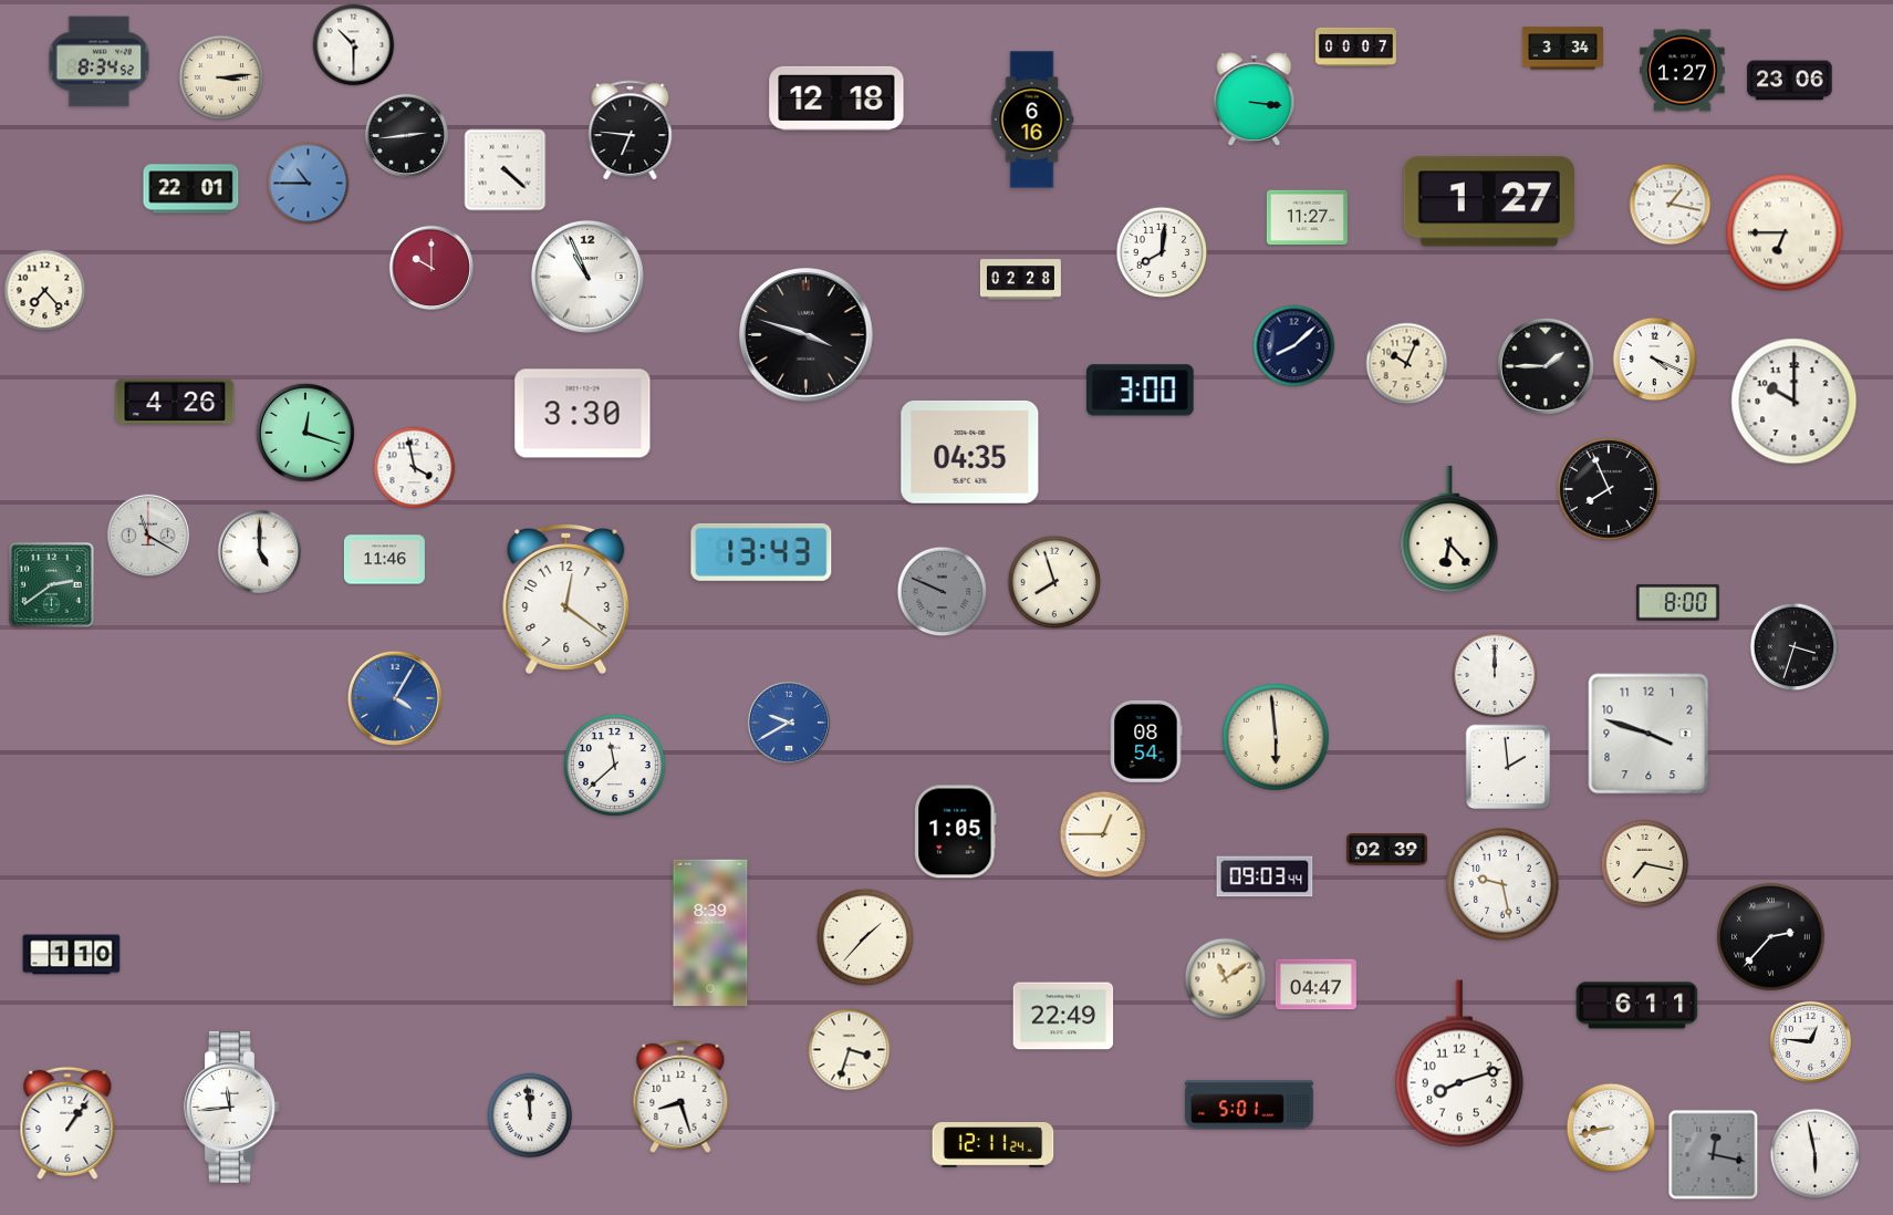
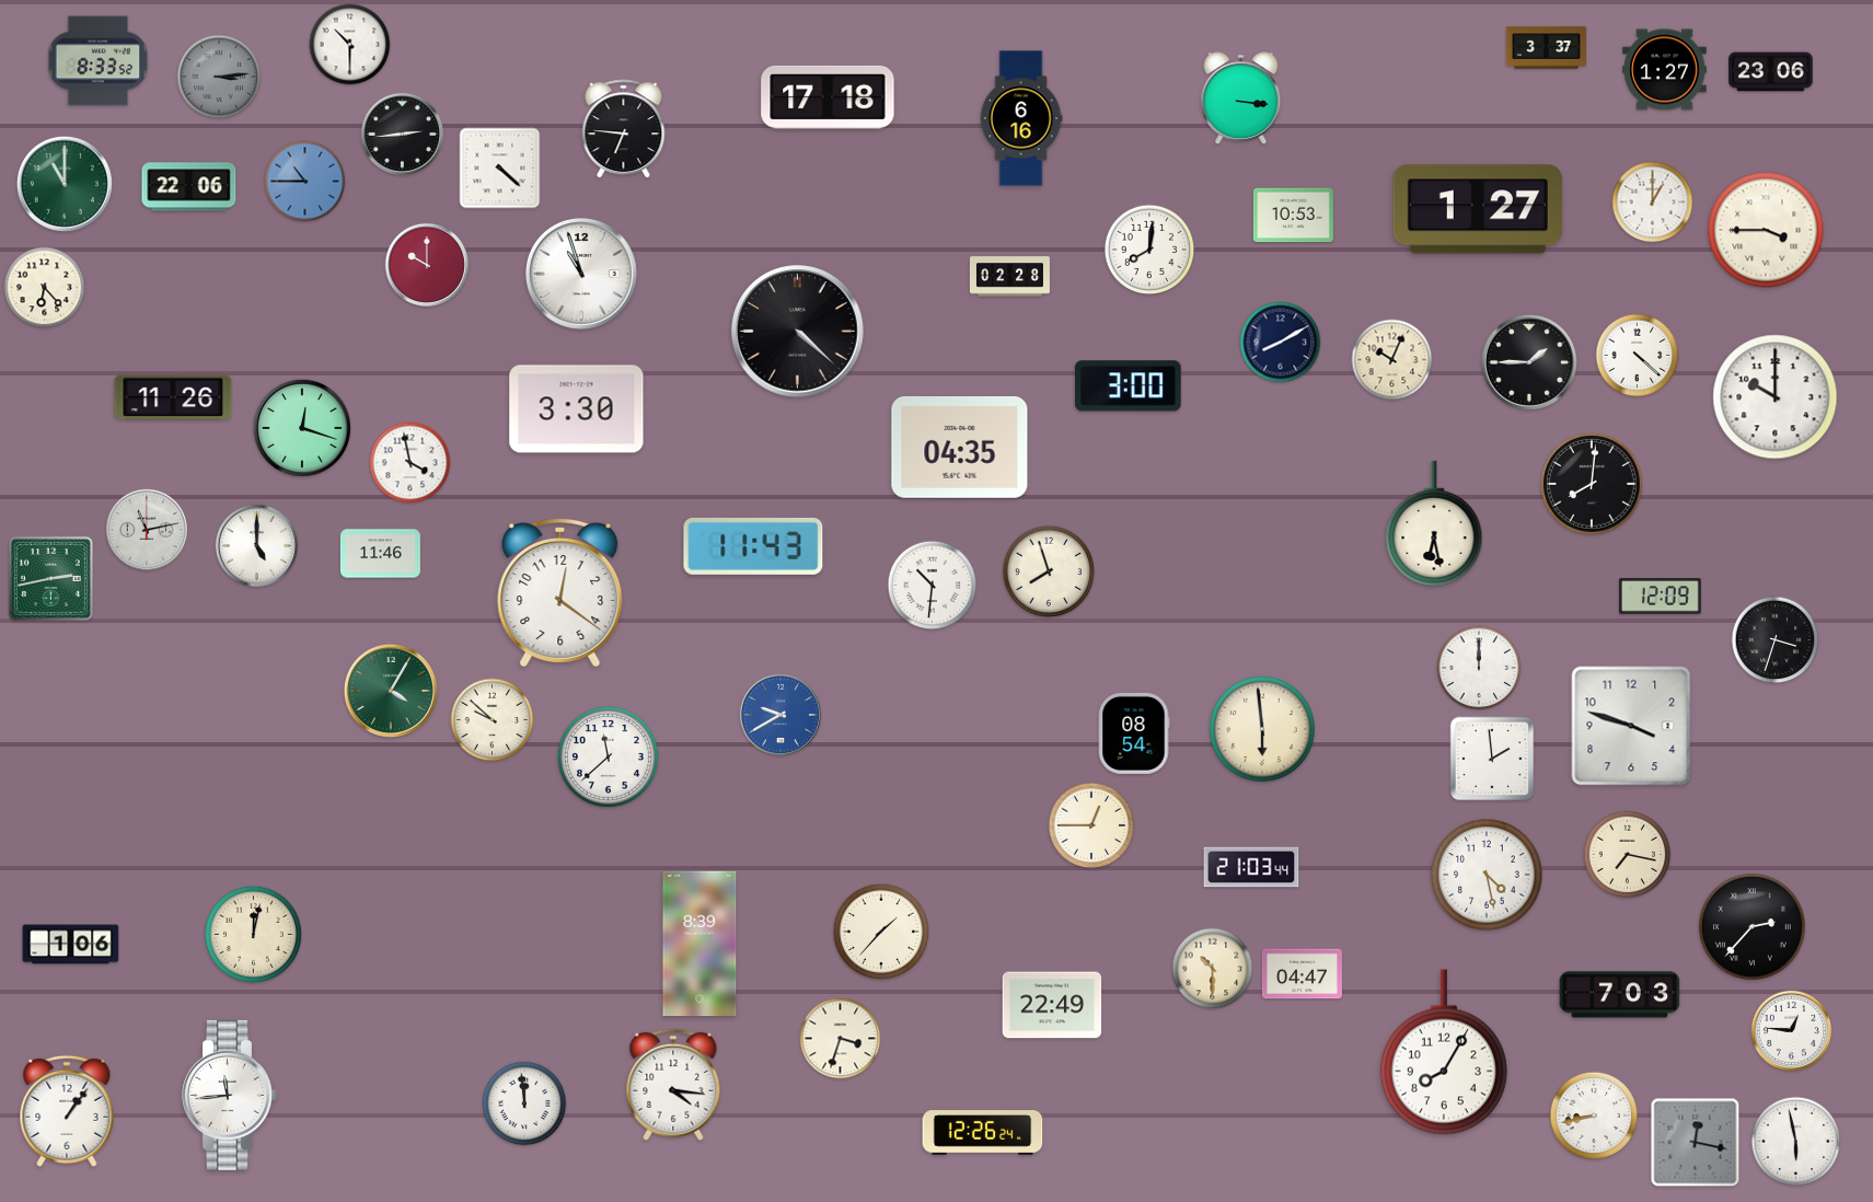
clock at (1355, 46): 00:07 -> none
clock at (1562, 49): 3:34 -> 3:37
clock at (100, 62): 8:34 -> 8:33
clock at (221, 77) dial: cream -> grey
clock at (1790, 81) position: (1790, 81) -> (1771, 72)
clock at (836, 98): 12:18 -> 17:18
clock at (65, 184): none -> 11:00
clock at (191, 189): 22:01 -> 22:06
clock at (1489, 201) position: (1489, 201) -> (1478, 209)
clock at (1671, 205): 1:17 -> 1:00
clock at (1307, 218): 11:27 -> 10:53
clock at (1785, 232): 6:45 -> 3:45
clock at (587, 277): 10:56 -> 10:57
clock at (45, 291): 7:23 -> 6:23
clock at (807, 335): 3:48 -> 4:22
clock at (1294, 346): 8:08 -> 8:10
clock at (1655, 360): 4:19 -> 4:22
clock at (175, 402): 4:26 -> 11:26
clock at (1609, 489): 7:56 -> 8:01
clock at (1449, 528): 6:23 -> 6:28
clock at (147, 534): 11:20 -> 11:13
clock at (761, 552): 13:43 -> 11:43
clock at (1053, 581) position: (1053, 581) -> (1048, 570)
clock at (51, 584): 2:39 -> 2:43
clock at (943, 592): 9:49 -> 10:31
clock at (943, 592) dial: grey -> white
clock at (1678, 603): 8:00 -> 12:09
clock at (395, 698) dial: blue -> green
clock at (493, 720): none -> 9:52
clock at (956, 832): 1:05 -> none
clock at (1386, 850): 02:39 -> none
clock at (1265, 876): 09:03 -> 21:03
clock at (1502, 884): 9:28 -> 4:28
clock at (710, 933) position: (710, 933) -> (700, 944)
clock at (865, 937) position: (865, 937) -> (881, 932)
clock at (253, 934): none -> 12:02
clock at (72, 955): 1:10 -> 1:06
clock at (1226, 979): 11:09 -> 10:30
clock at (1637, 1006): 6:11 -> 7:03
clock at (1459, 1063): 8:12 -> 8:05
clock at (680, 1097): 8:27 -> 4:16
clock at (1249, 1104): 5:01 -> none
clock at (994, 1145): 12:11 -> 12:26
